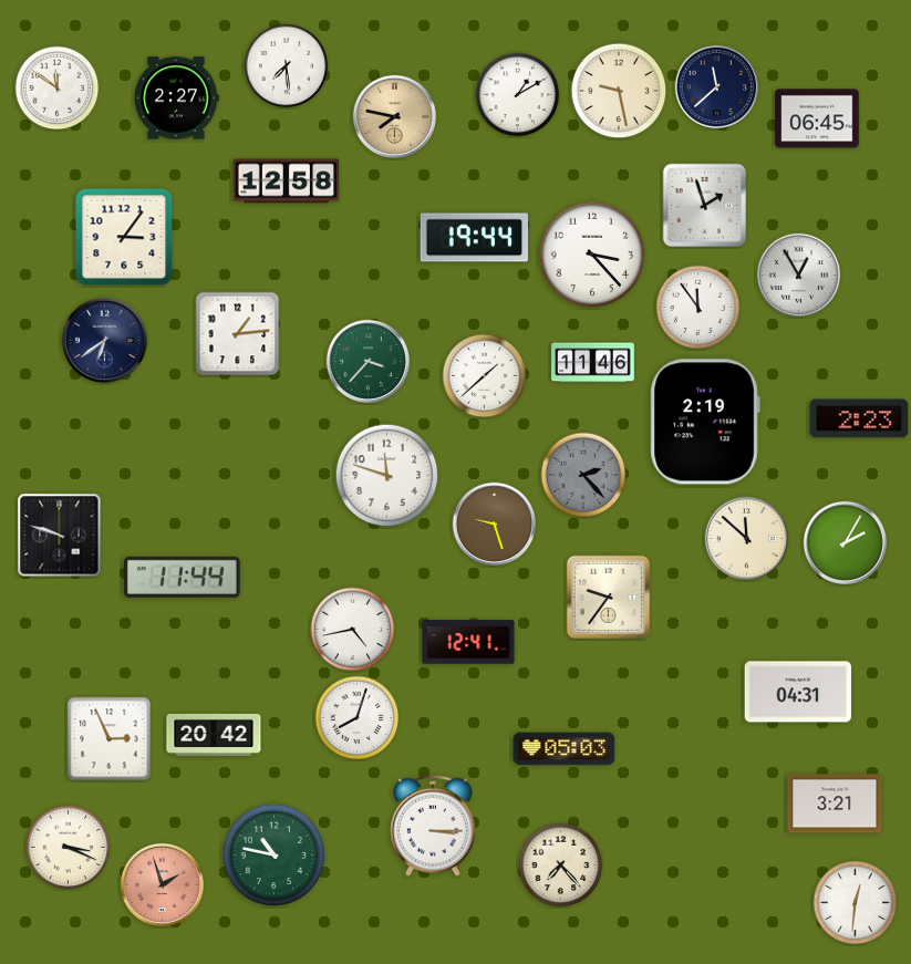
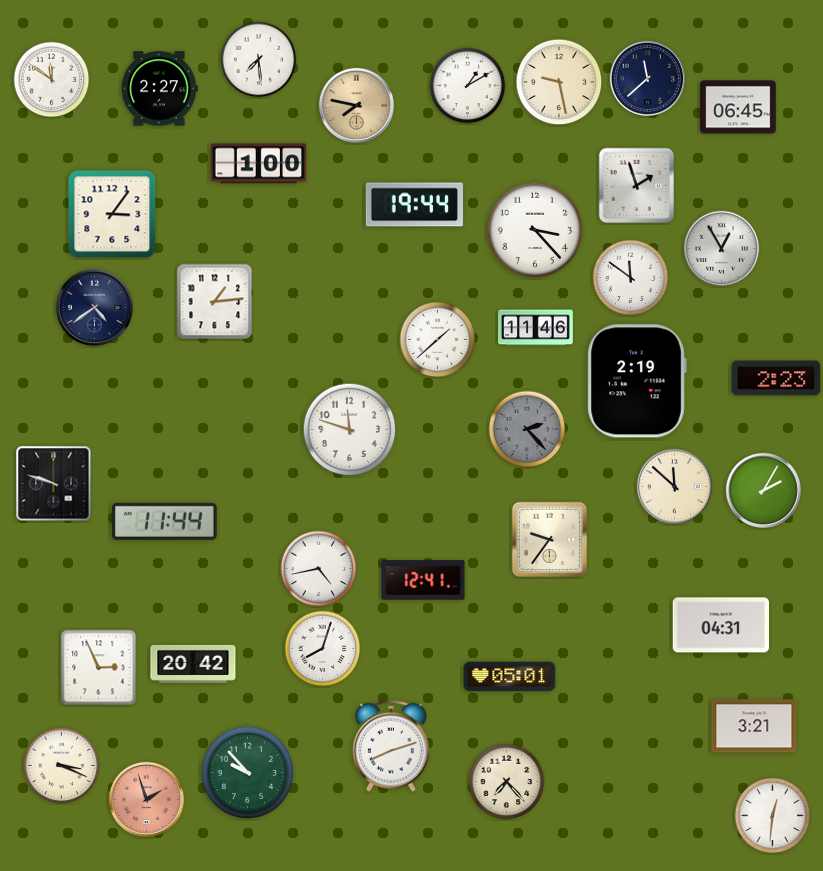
clock at (287, 182): 12:58 -> 1:00
clock at (474, 238) position: (474, 238) -> (414, 205)
clock at (698, 308): 11:54 -> 11:51
clock at (104, 340): 6:39 -> 4:39
clock at (367, 361): 3:37 -> none
clock at (494, 524): 9:27 -> none
clock at (565, 749): 05:03 -> 05:01
clock at (433, 826): 3:15 -> 8:12
clock at (275, 856): 10:47 -> 9:53
